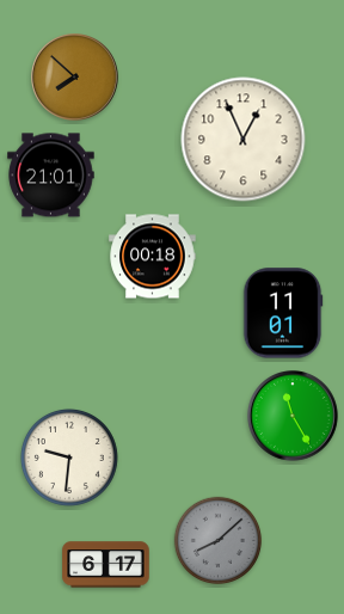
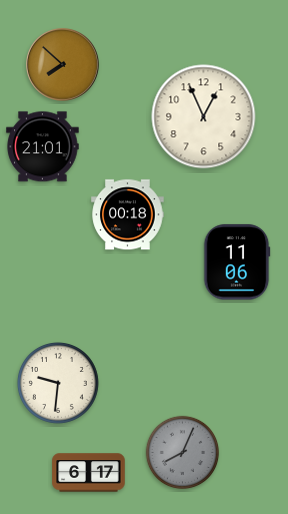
clock at (283, 313): 11:01 -> 11:06
clock at (294, 417): 11:25 -> none
clock at (219, 541): 8:08 -> 8:04
